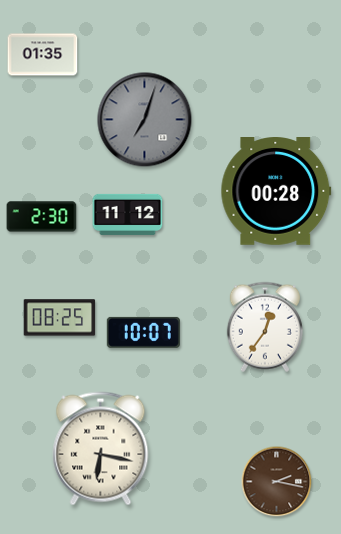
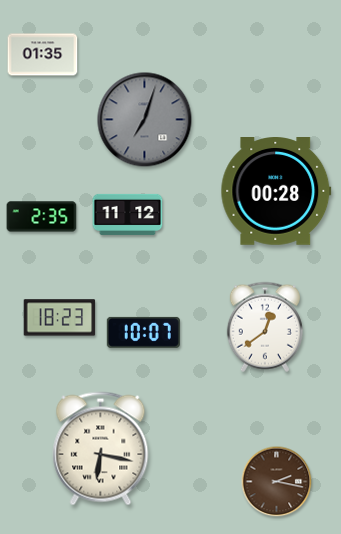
clock at (42, 217): 2:30 -> 2:35
clock at (60, 318): 08:25 -> 18:23
clock at (265, 327): 12:36 -> 12:39
